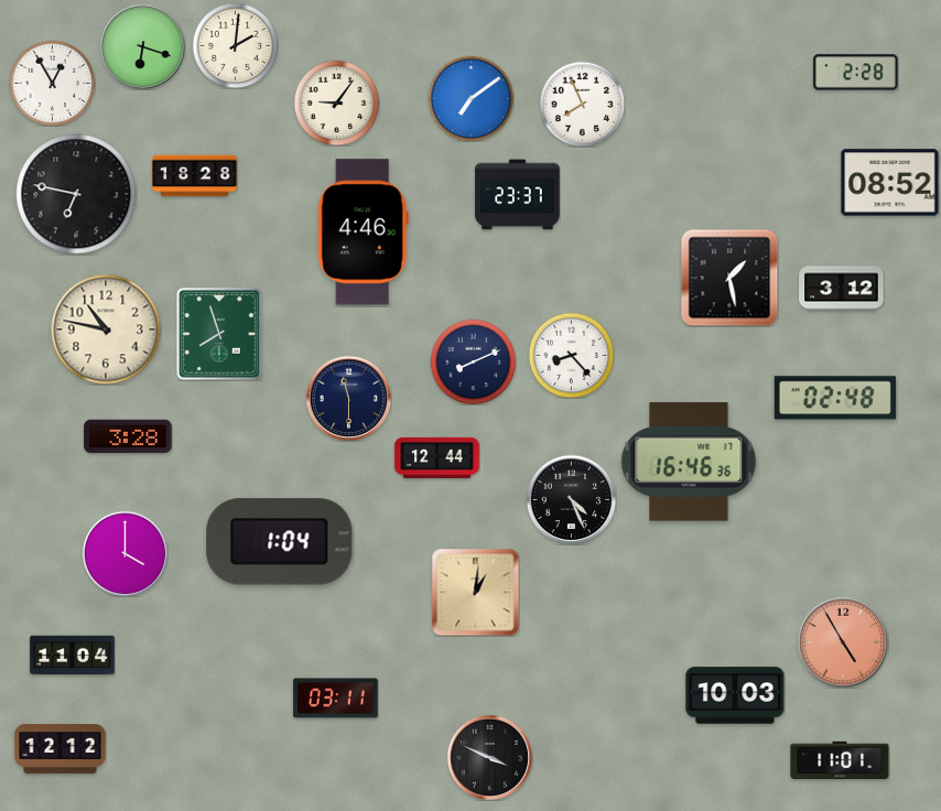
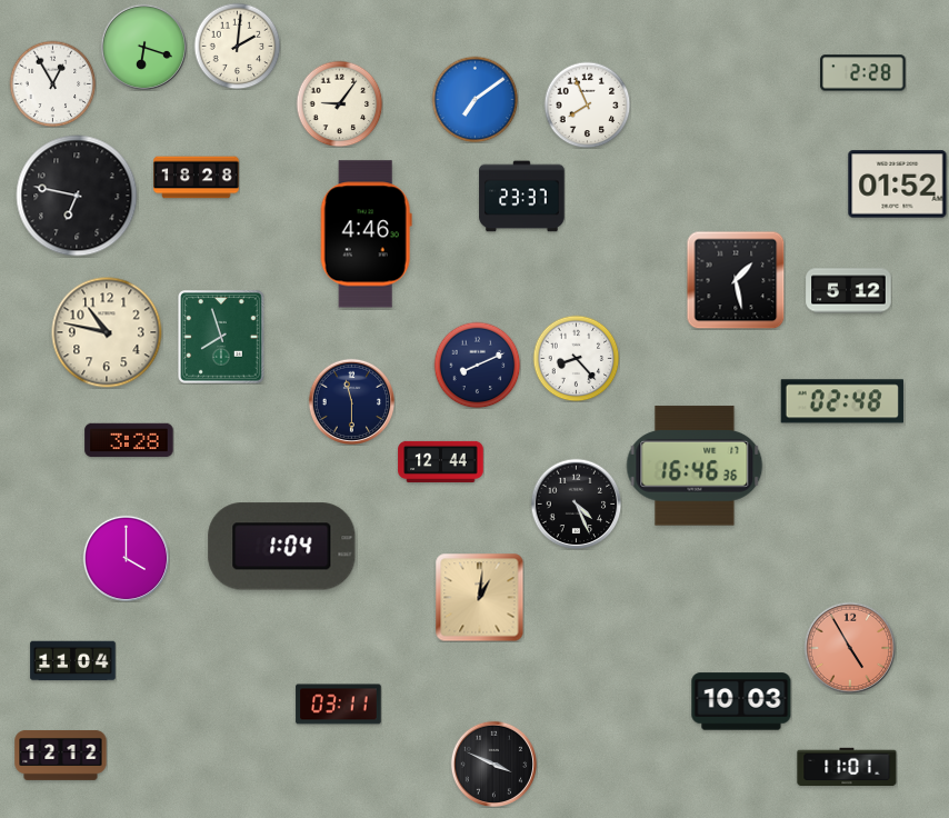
clock at (890, 183): 08:52 -> 01:52
clock at (842, 289): 3:12 -> 5:12
